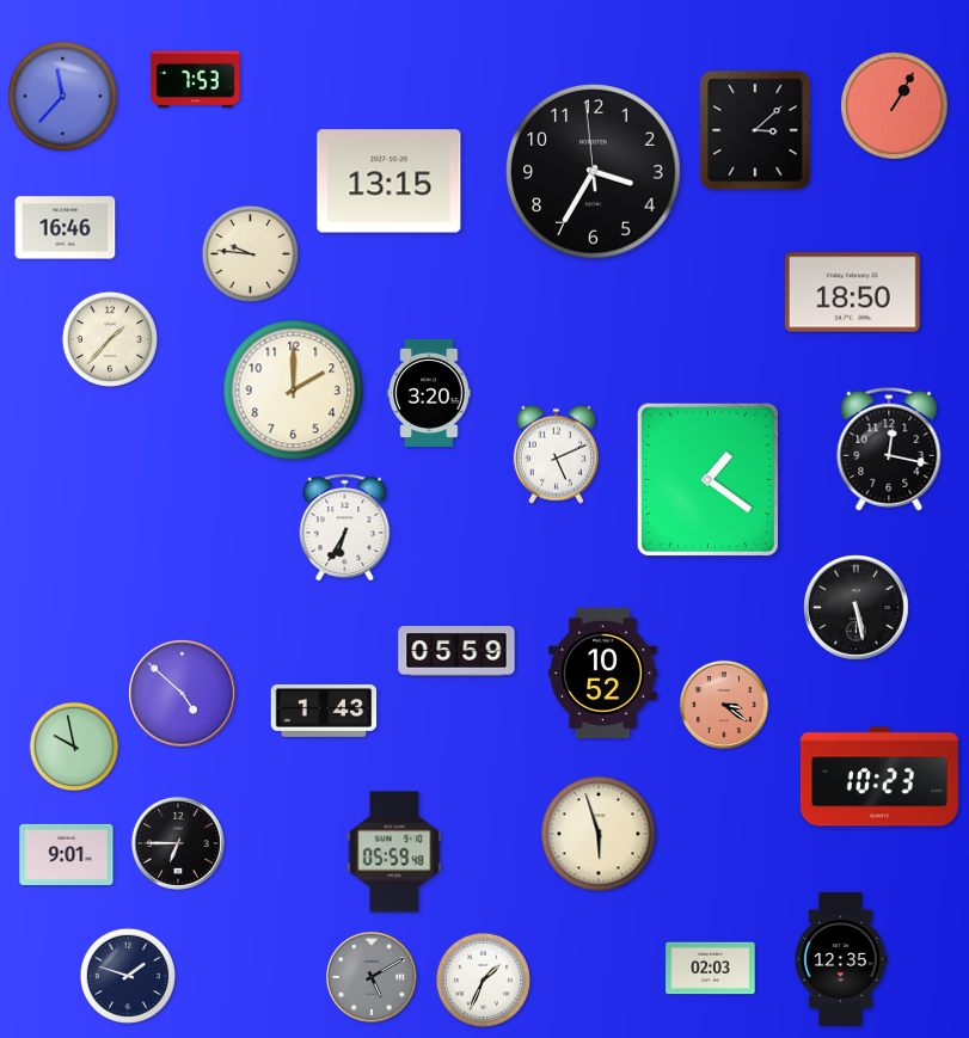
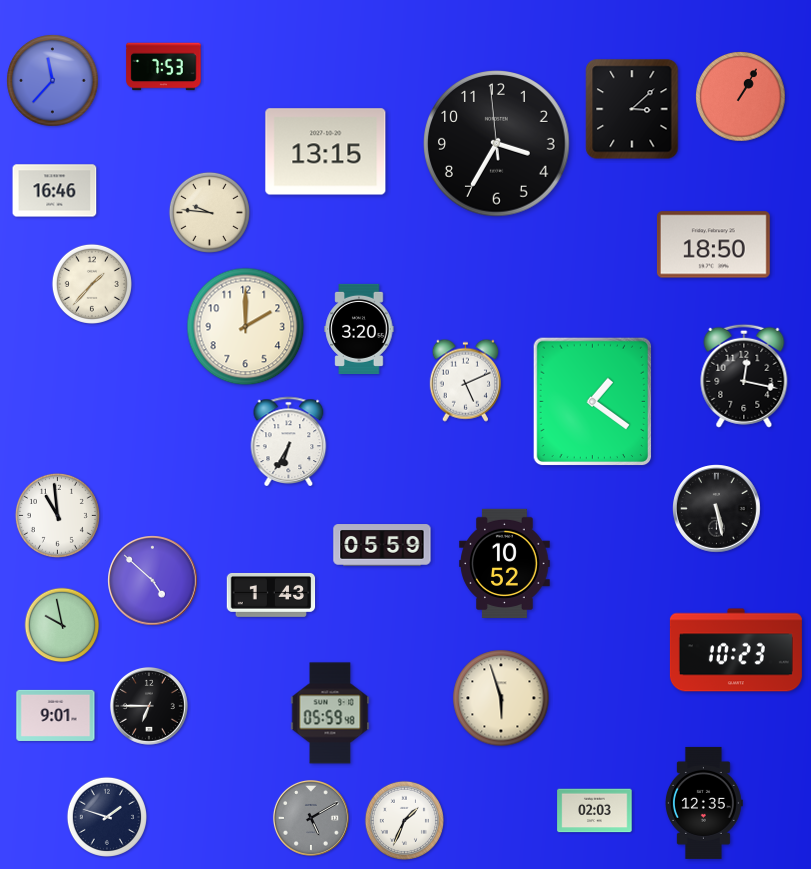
clock at (895, 106) position: (895, 106) -> (741, 97)
clock at (57, 515): none -> 10:59
clock at (724, 705): 3:21 -> none
